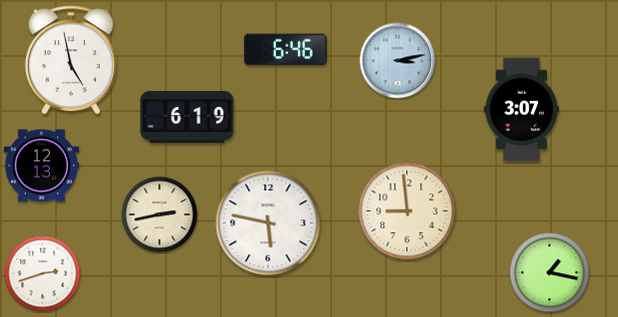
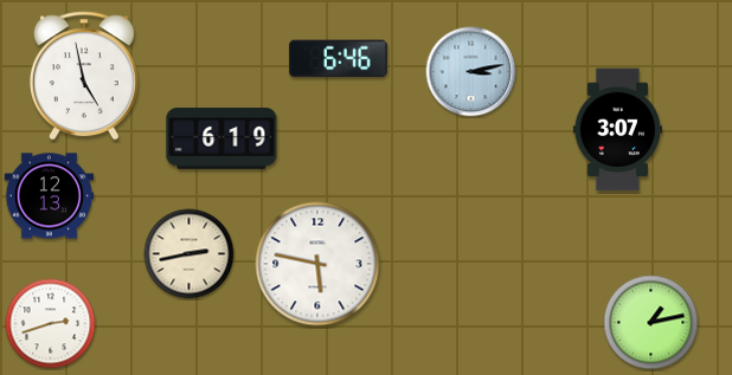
clock at (71, 60) position: (71, 60) -> (84, 76)
clock at (407, 211): 8:59 -> none
clock at (550, 273): 1:17 -> 1:13
